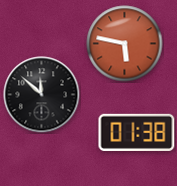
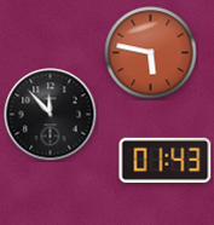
clock at (42, 95): 11:52 -> 11:53
clock at (137, 132): 01:38 -> 01:43
